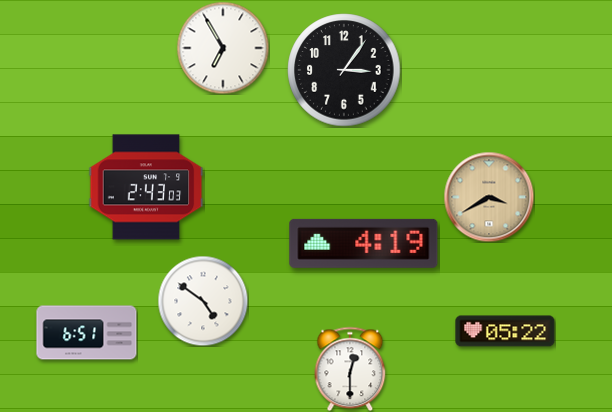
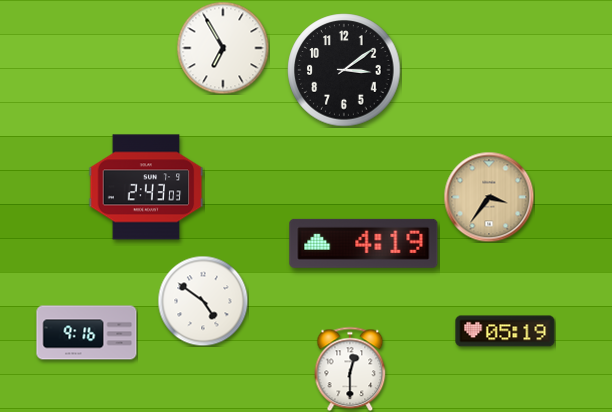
clock at (344, 70): 3:06 -> 3:09
clock at (489, 197): 3:40 -> 3:36
clock at (505, 331): 05:22 -> 05:19
clock at (87, 333): 6:51 -> 9:16
